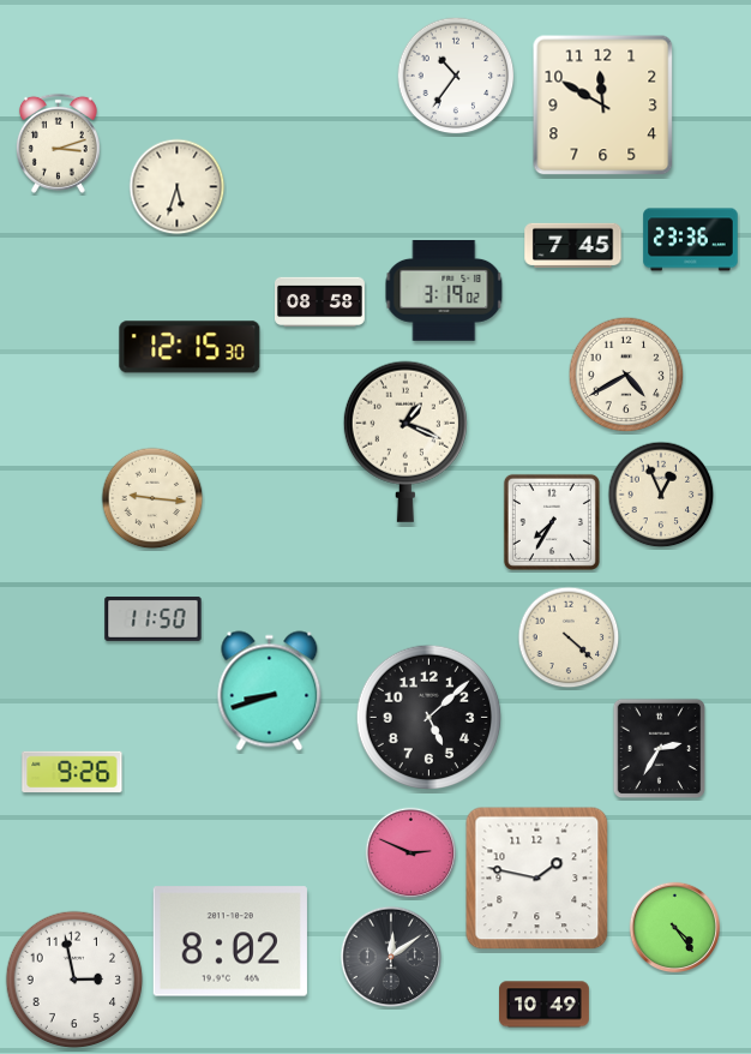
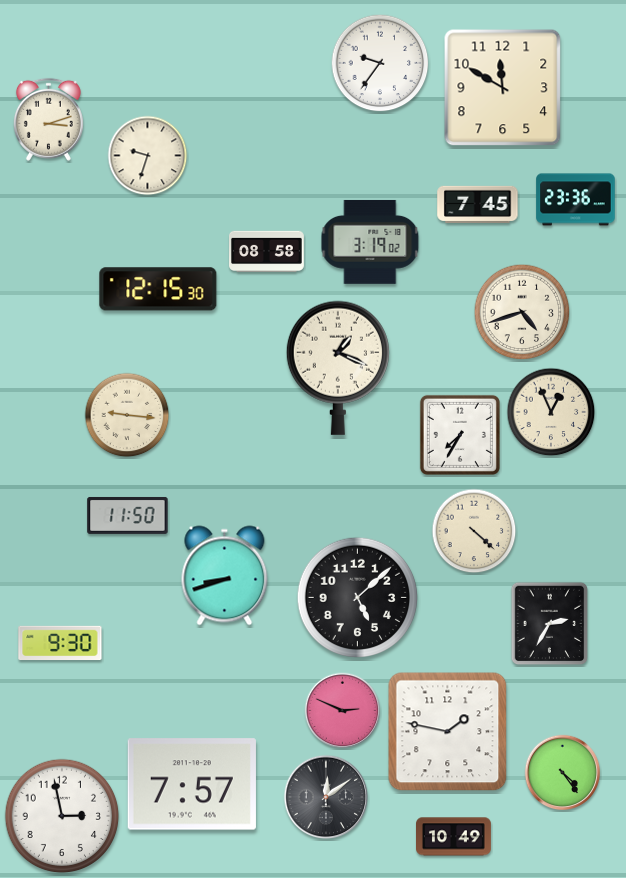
clock at (456, 76): 10:36 -> 9:36
clock at (178, 187): 5:33 -> 9:33
clock at (626, 375): 4:40 -> 4:42
clock at (72, 772): 9:26 -> 9:30
clock at (230, 941): 8:02 -> 7:57
